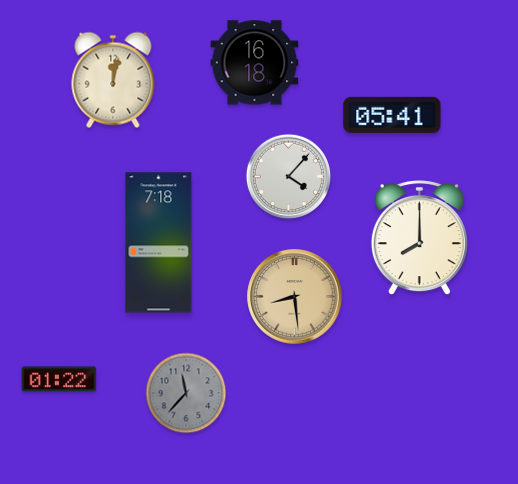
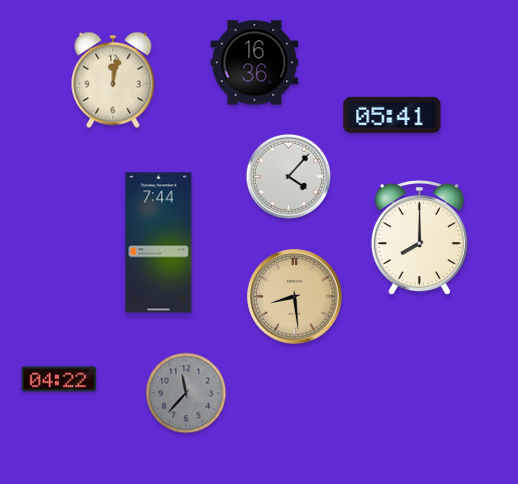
clock at (255, 63): 16:18 -> 16:36
clock at (159, 243): 7:18 -> 7:44
clock at (59, 379): 01:22 -> 04:22
